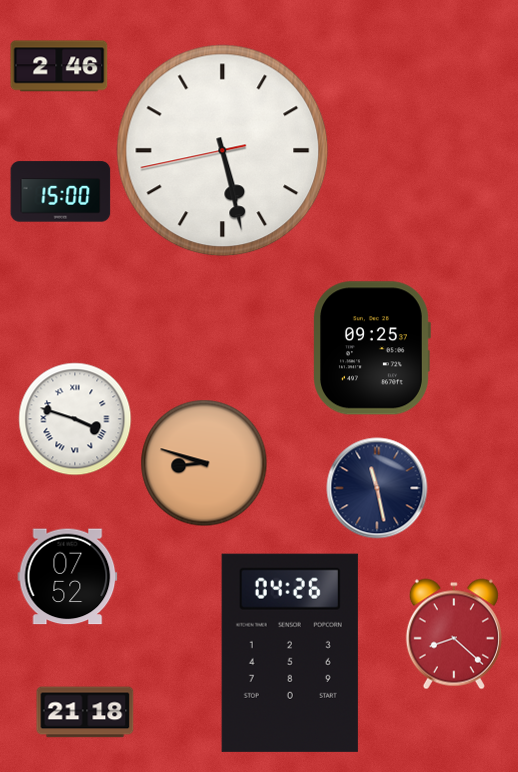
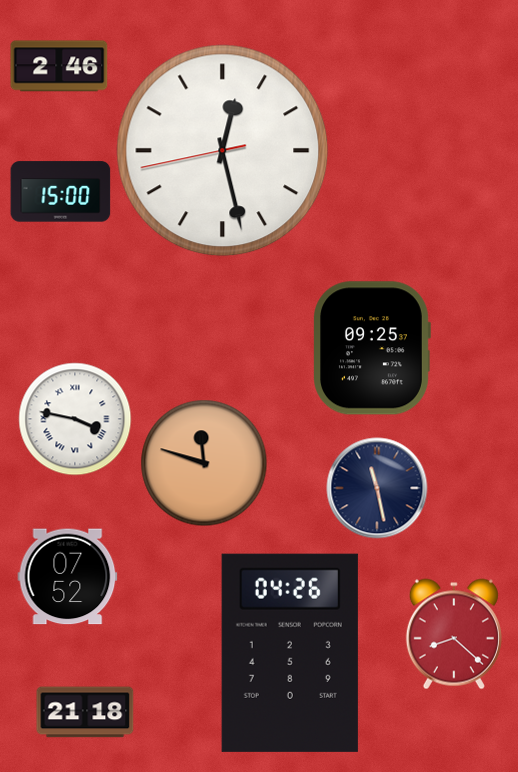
clock at (223, 151): 5:27 -> 12:27
clock at (75, 419): 3:48 -> 3:47
clock at (204, 463): 8:48 -> 11:48
